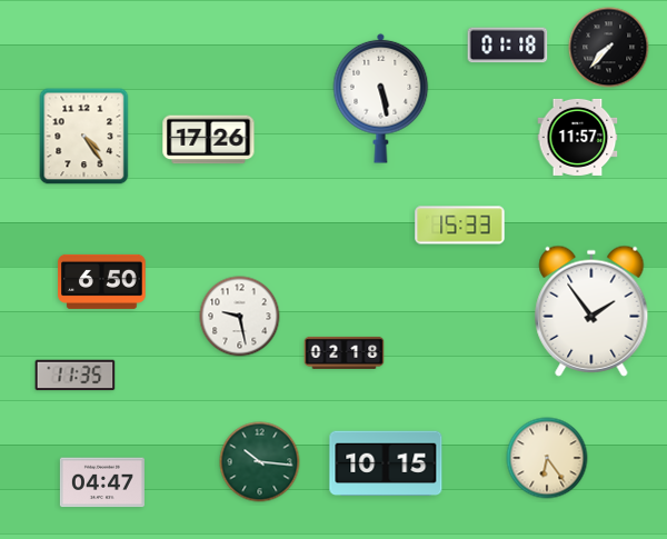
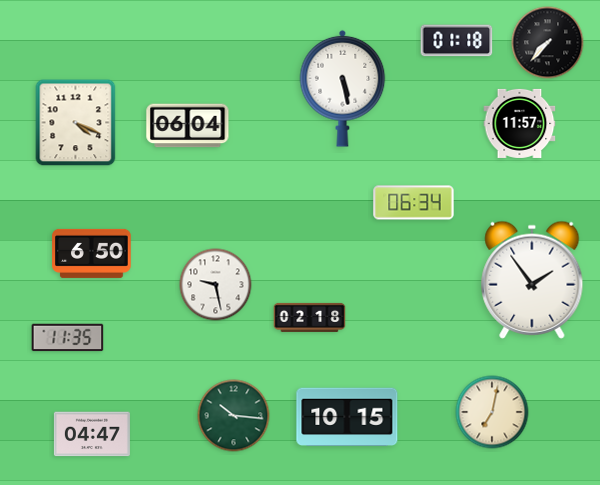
clock at (84, 137): 4:24 -> 4:19
clock at (209, 140): 17:26 -> 06:04
clock at (460, 226): 15:33 -> 06:34
clock at (547, 458): 6:24 -> 7:02
